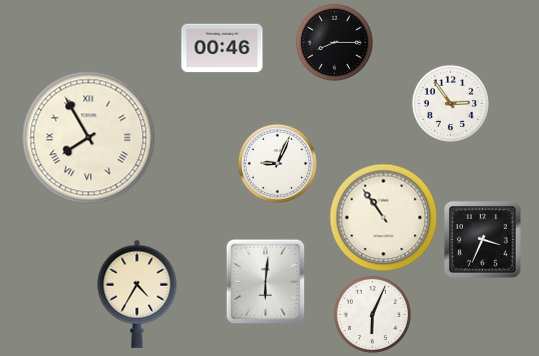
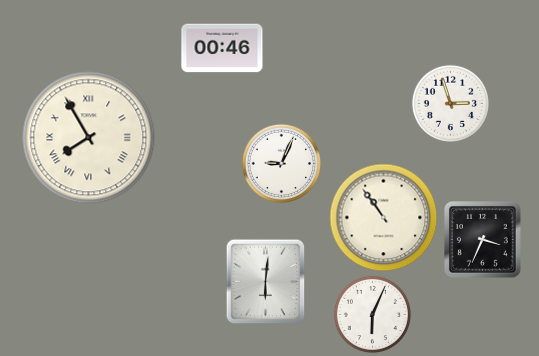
clock at (334, 42): 8:15 -> none
clock at (450, 103): 2:54 -> 2:57
clock at (277, 163) position: (277, 163) -> (281, 163)
clock at (137, 294): 4:35 -> none
